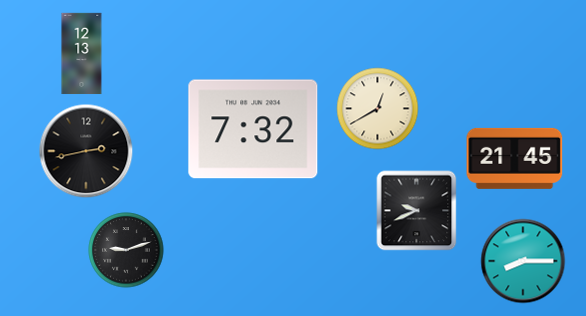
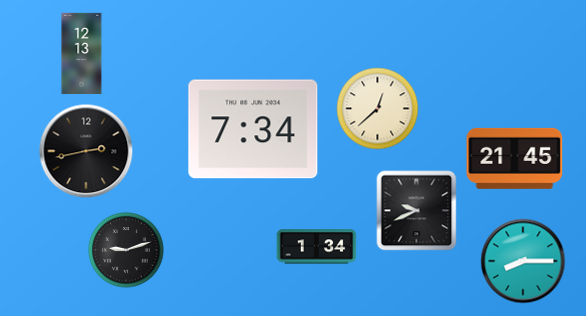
clock at (378, 109): 12:40 -> 12:38
clock at (253, 129): 7:32 -> 7:34
clock at (317, 247): none -> 1:34
